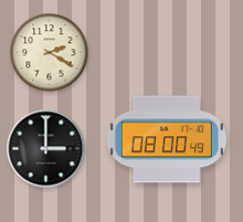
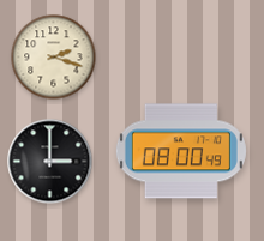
clock at (50, 53): 2:20 -> 2:18
